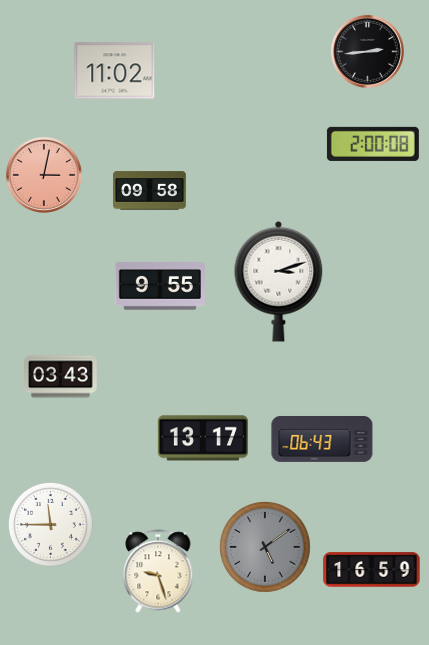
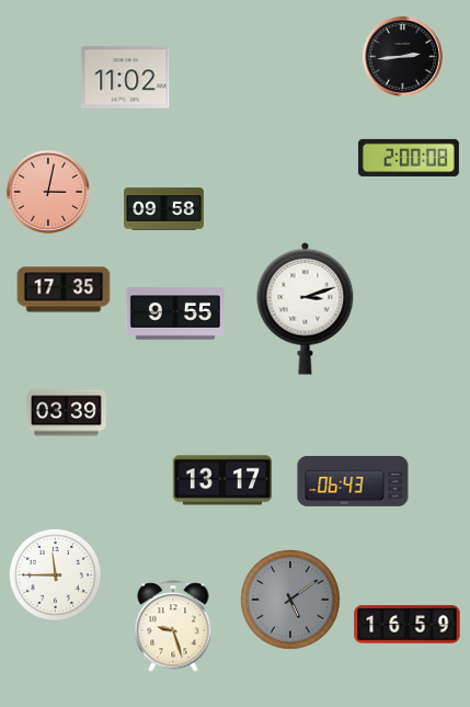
clock at (64, 289): none -> 17:35
clock at (61, 377): 03:43 -> 03:39
